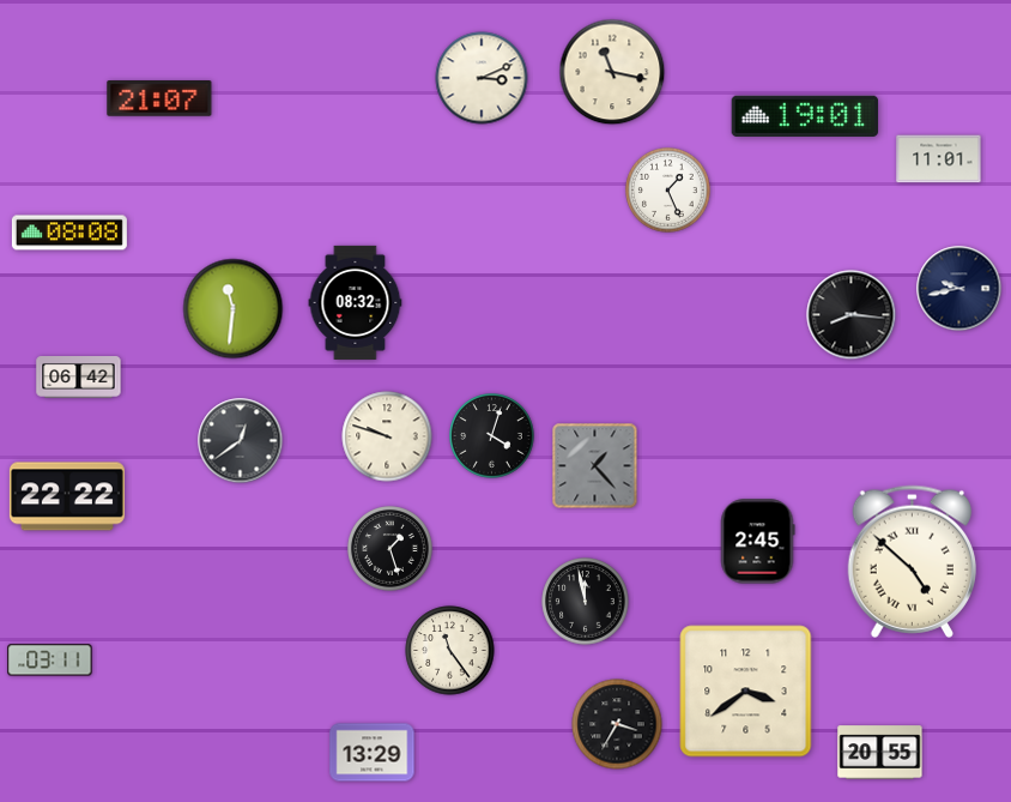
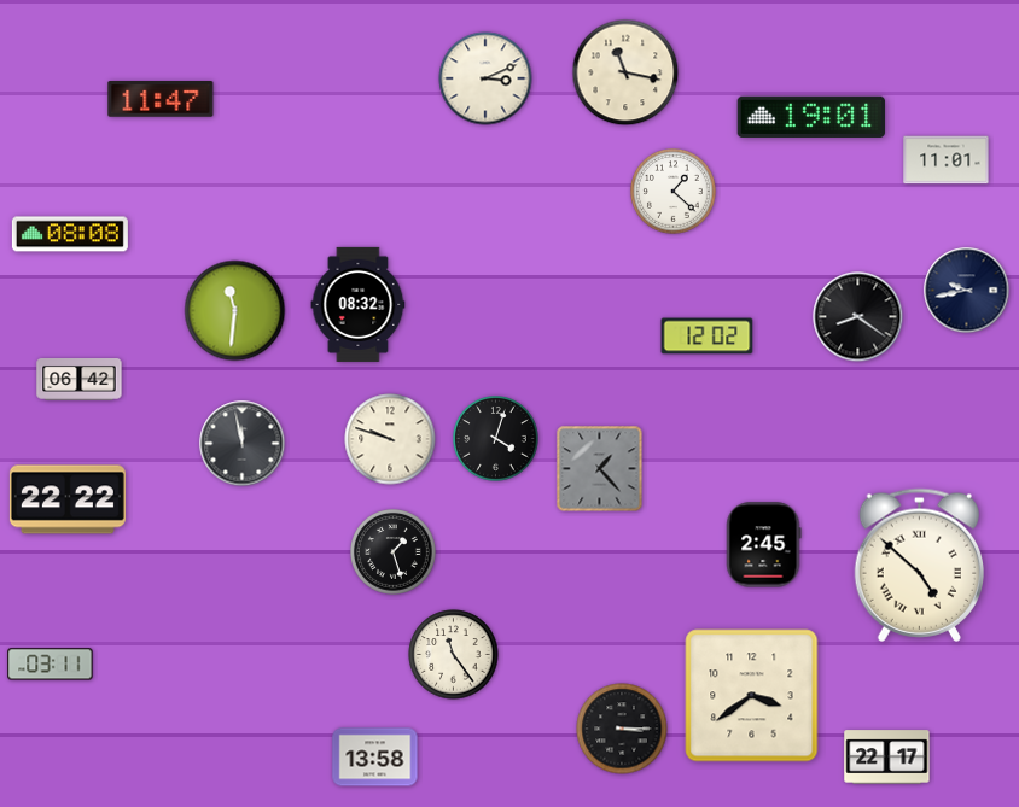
clock at (612, 72) position: (612, 72) -> (625, 72)
clock at (159, 100): 21:07 -> 11:47
clock at (668, 191): 1:26 -> 1:22
clock at (852, 315): 8:16 -> 8:21
clock at (708, 337): none -> 12:02
clock at (241, 441): 12:39 -> 11:58
clock at (586, 602): 11:58 -> none
clock at (617, 724): 3:35 -> 3:15
clock at (373, 753): 13:29 -> 13:58
clock at (880, 753): 20:55 -> 22:17
